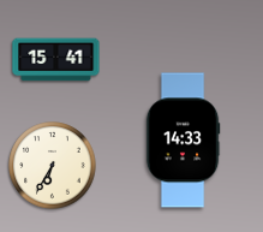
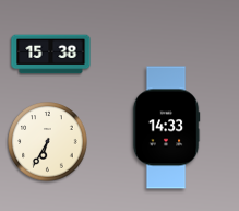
clock at (56, 60): 15:41 -> 15:38
clock at (53, 166) position: (53, 166) -> (48, 142)
